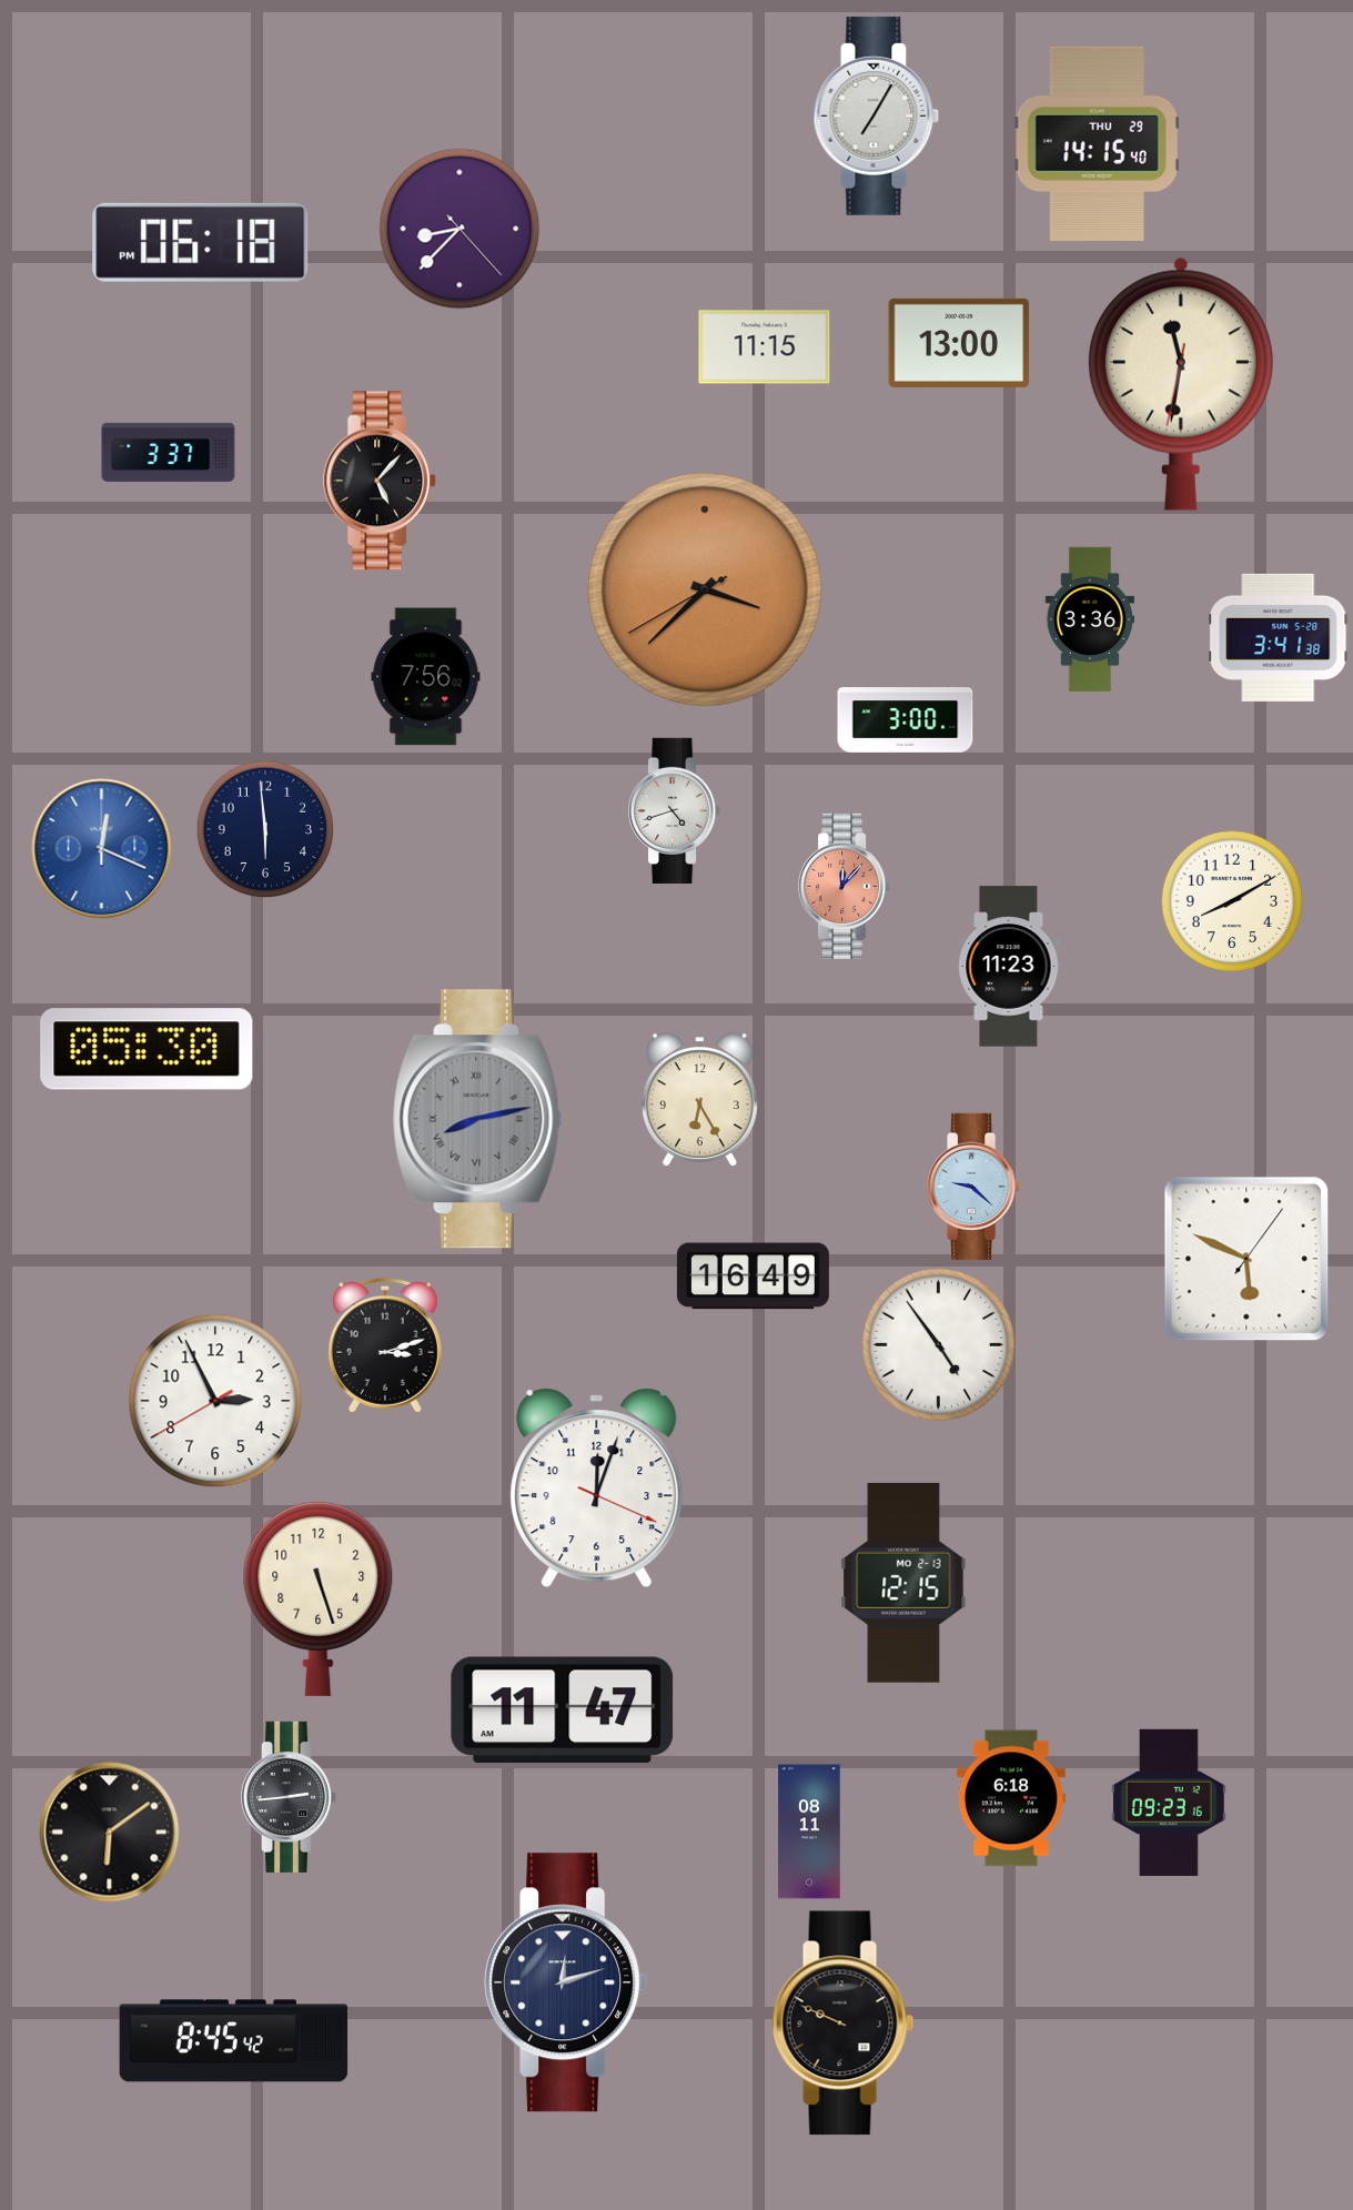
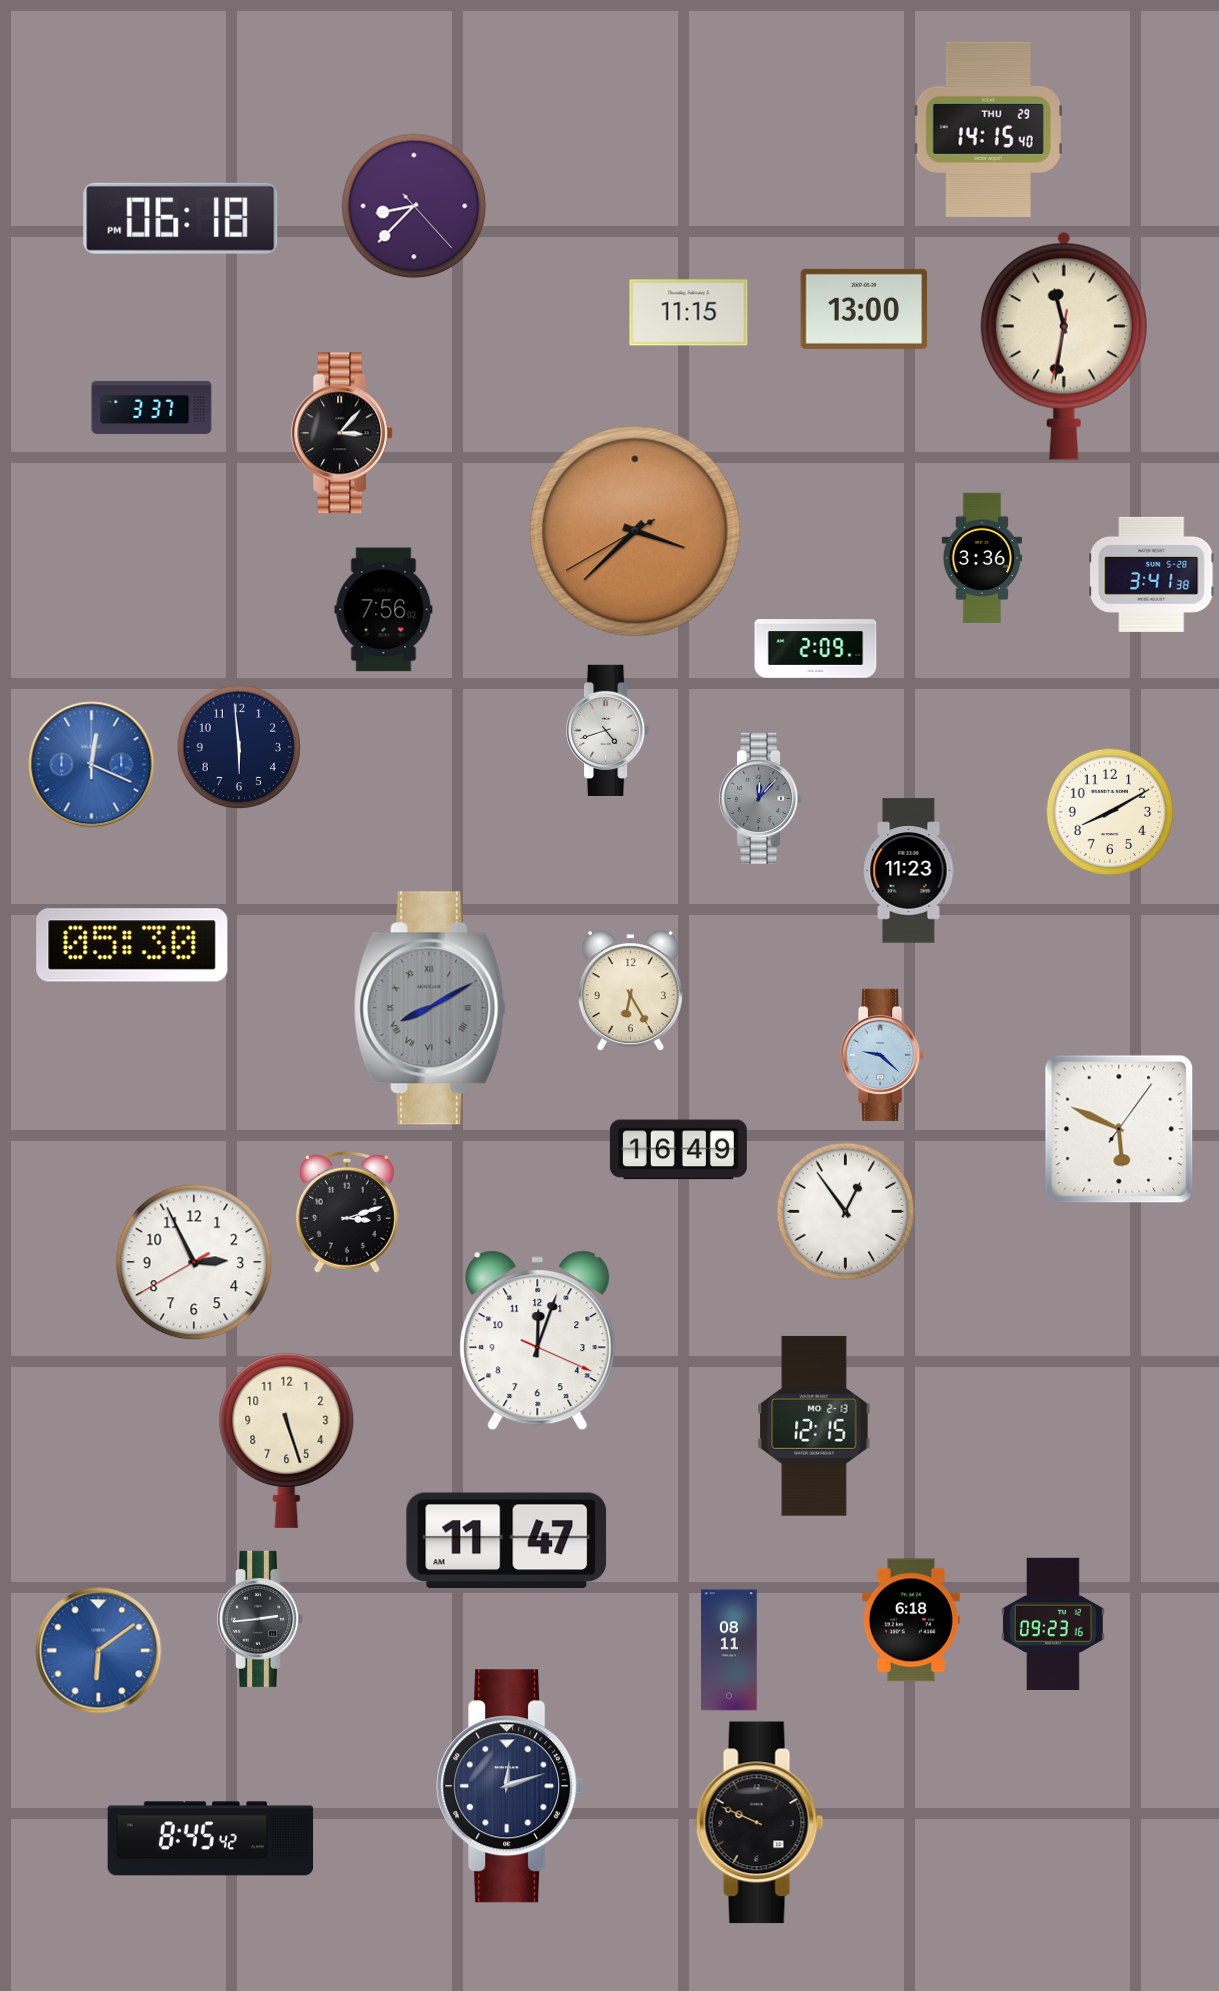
clock at (877, 115): 7:05 -> none
clock at (381, 481): 5:07 -> 3:07
clock at (906, 720): 3:00 -> 2:09
clock at (846, 886) dial: salmon -> grey
clock at (477, 1119): 8:13 -> 8:10
clock at (975, 1187) position: (975, 1187) -> (883, 1055)
clock at (1246, 1259) position: (1246, 1259) -> (1119, 1129)
clock at (939, 1345): 4:54 -> 12:54
clock at (110, 1833) dial: black -> blue
